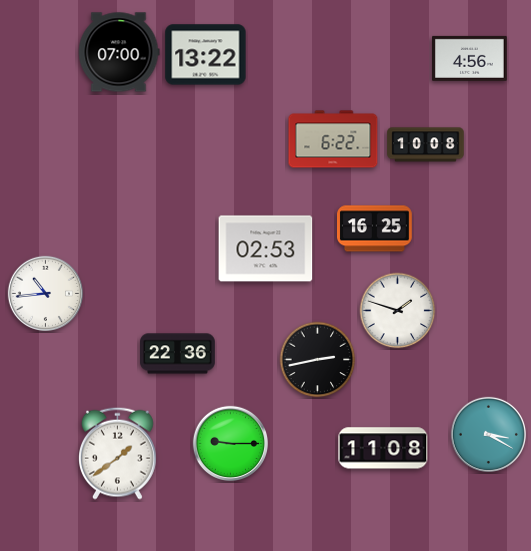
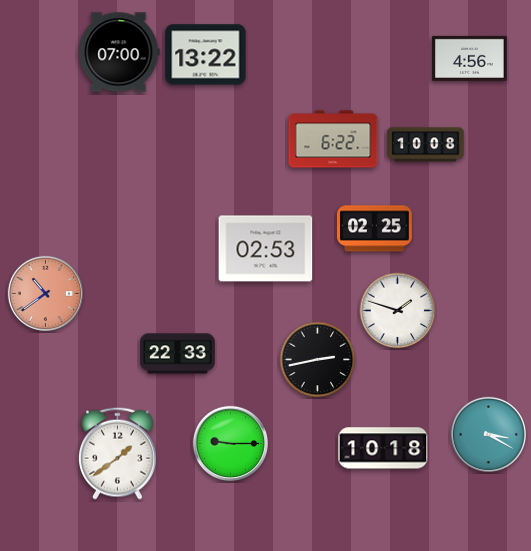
clock at (375, 229): 16:25 -> 02:25
clock at (45, 293): 10:44 -> 10:39
clock at (45, 293) dial: white -> salmon
clock at (178, 354): 22:36 -> 22:33
clock at (383, 448): 11:08 -> 10:18
